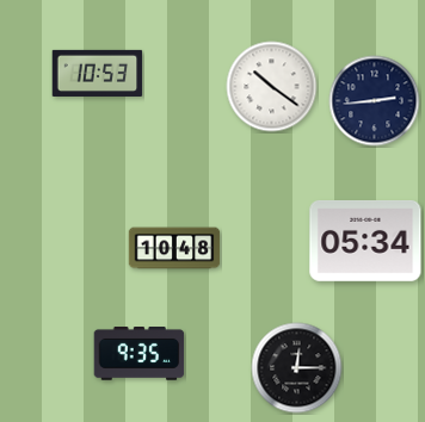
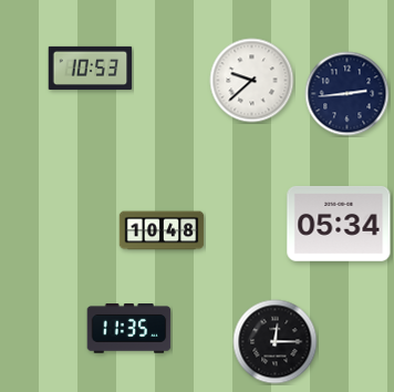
clock at (272, 87): 10:21 -> 9:38
clock at (140, 354): 9:35 -> 11:35
